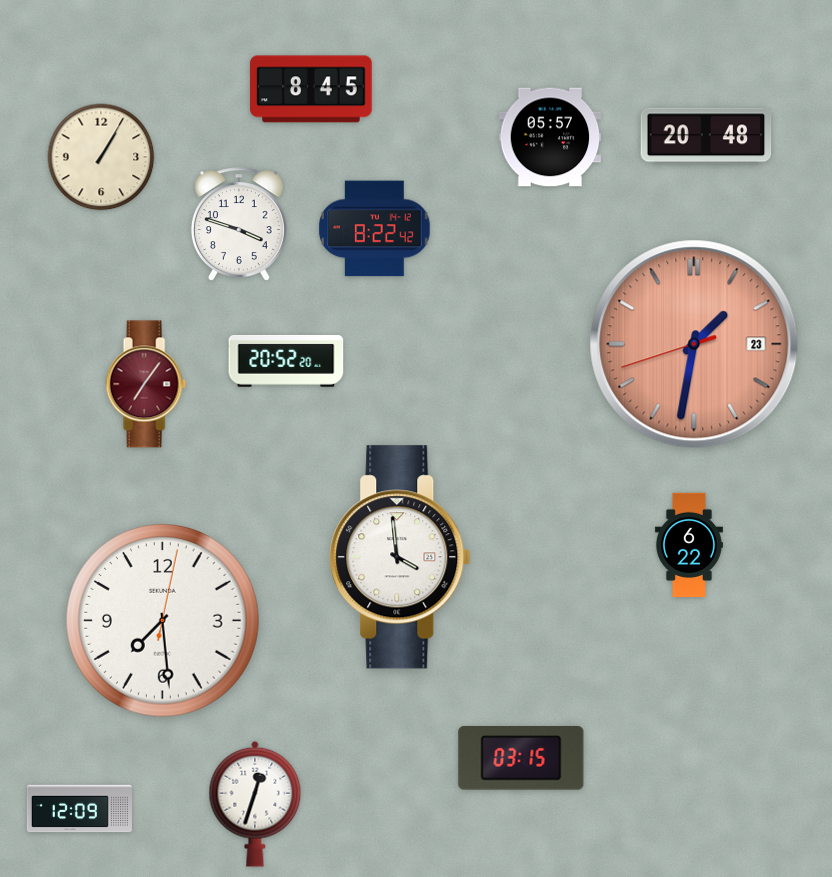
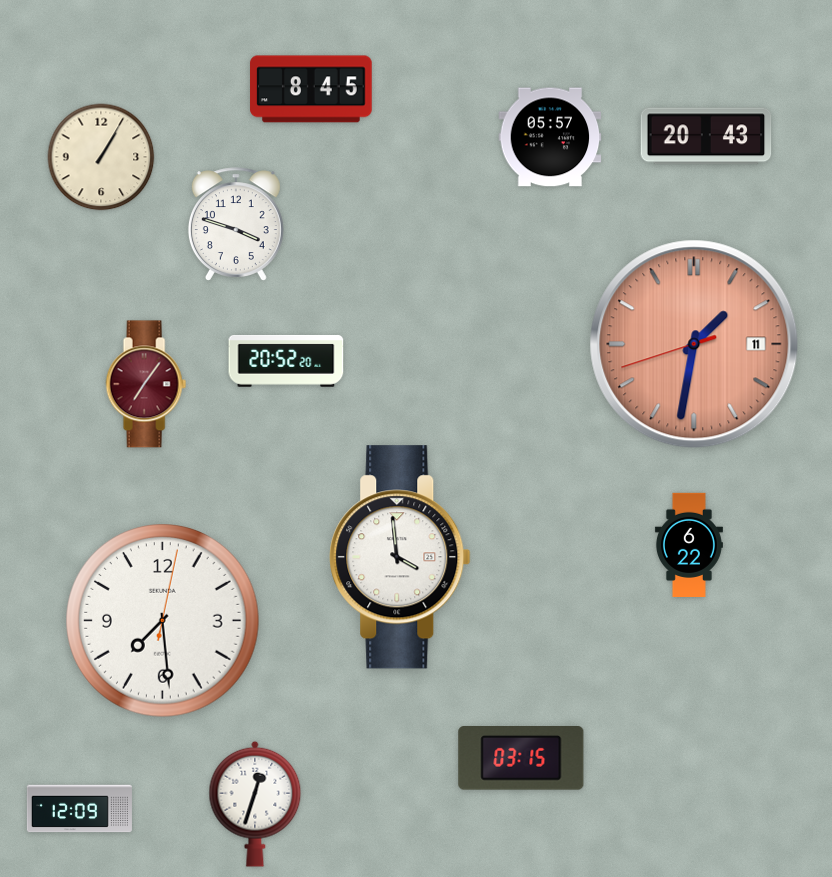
clock at (706, 136): 20:48 -> 20:43
clock at (239, 224) position: (239, 224) -> (236, 224)
clock at (375, 229): 8:22 -> none
clock at (694, 344) date: 23 -> 11
